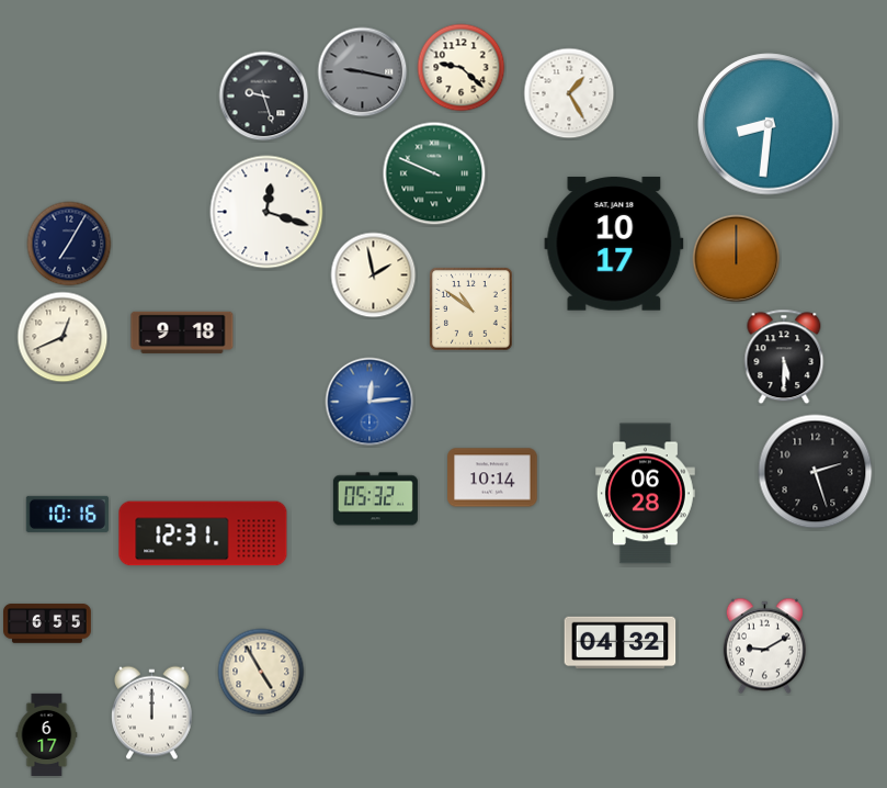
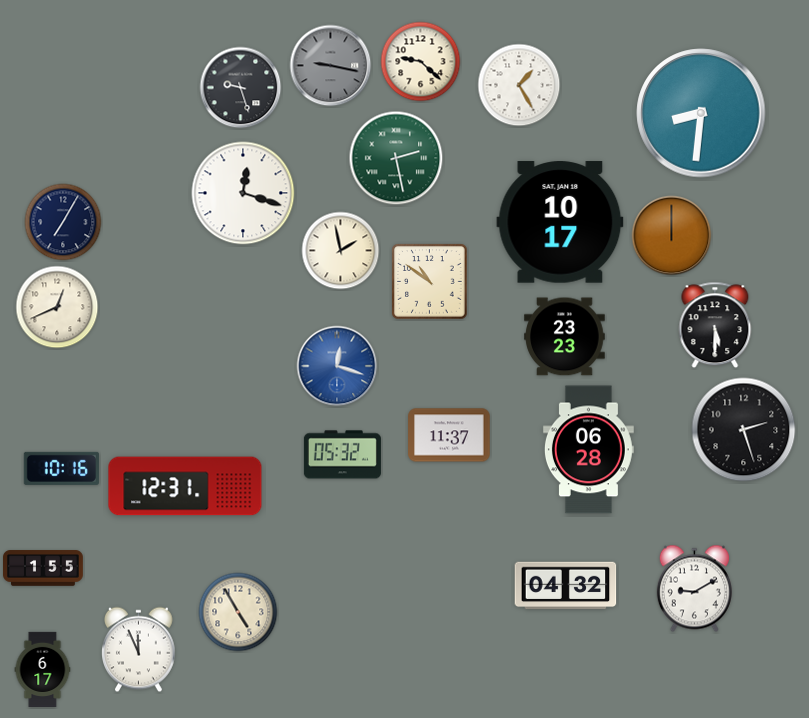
clock at (434, 173): 9:49 -> 2:28
clock at (182, 333): 9:18 -> none
clock at (565, 337): none -> 23:23
clock at (369, 402): 12:14 -> 12:18
clock at (492, 477): 10:14 -> 11:37
clock at (48, 623): 6:55 -> 1:55
clock at (764, 646) position: (764, 646) -> (694, 589)
clock at (152, 713): 12:00 -> 11:56
